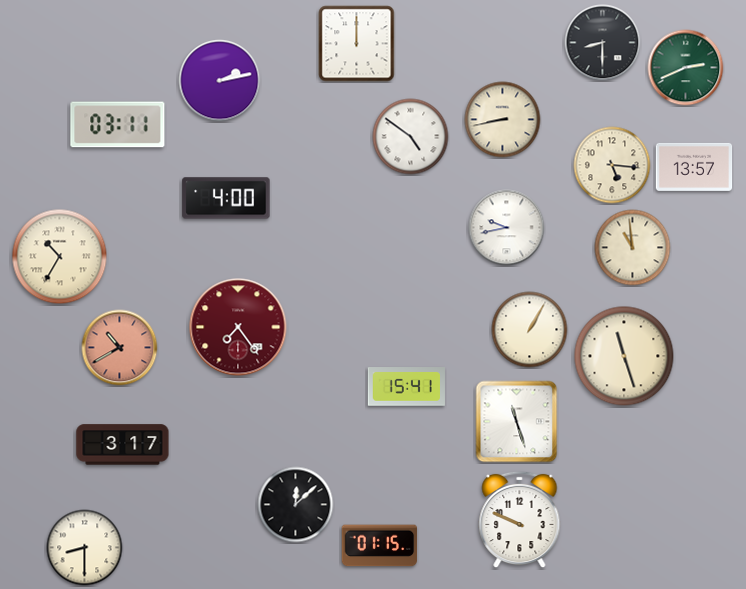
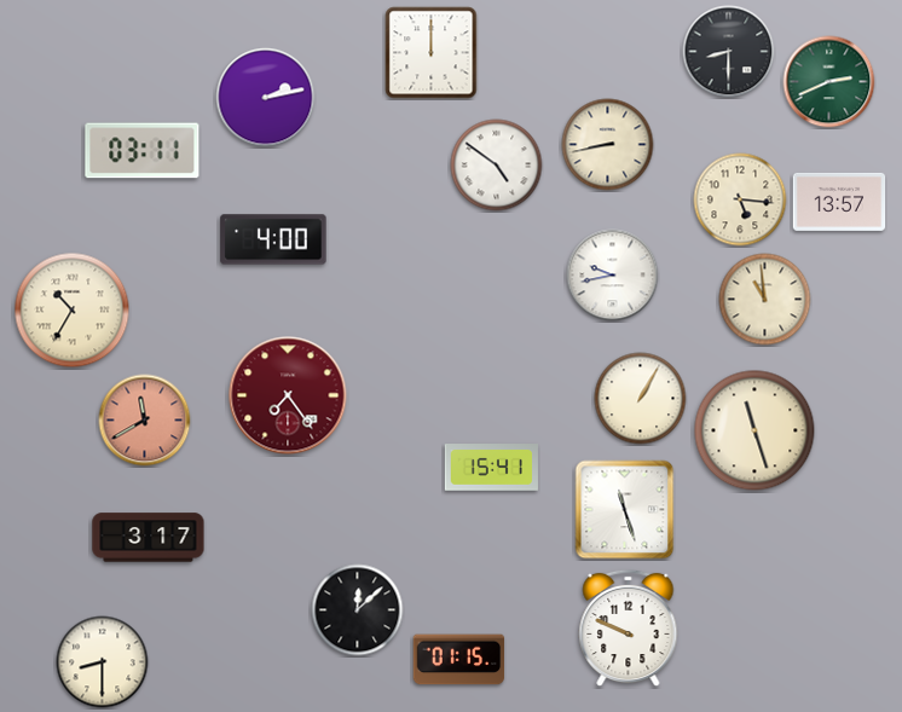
clock at (120, 348): 10:40 -> 11:40
